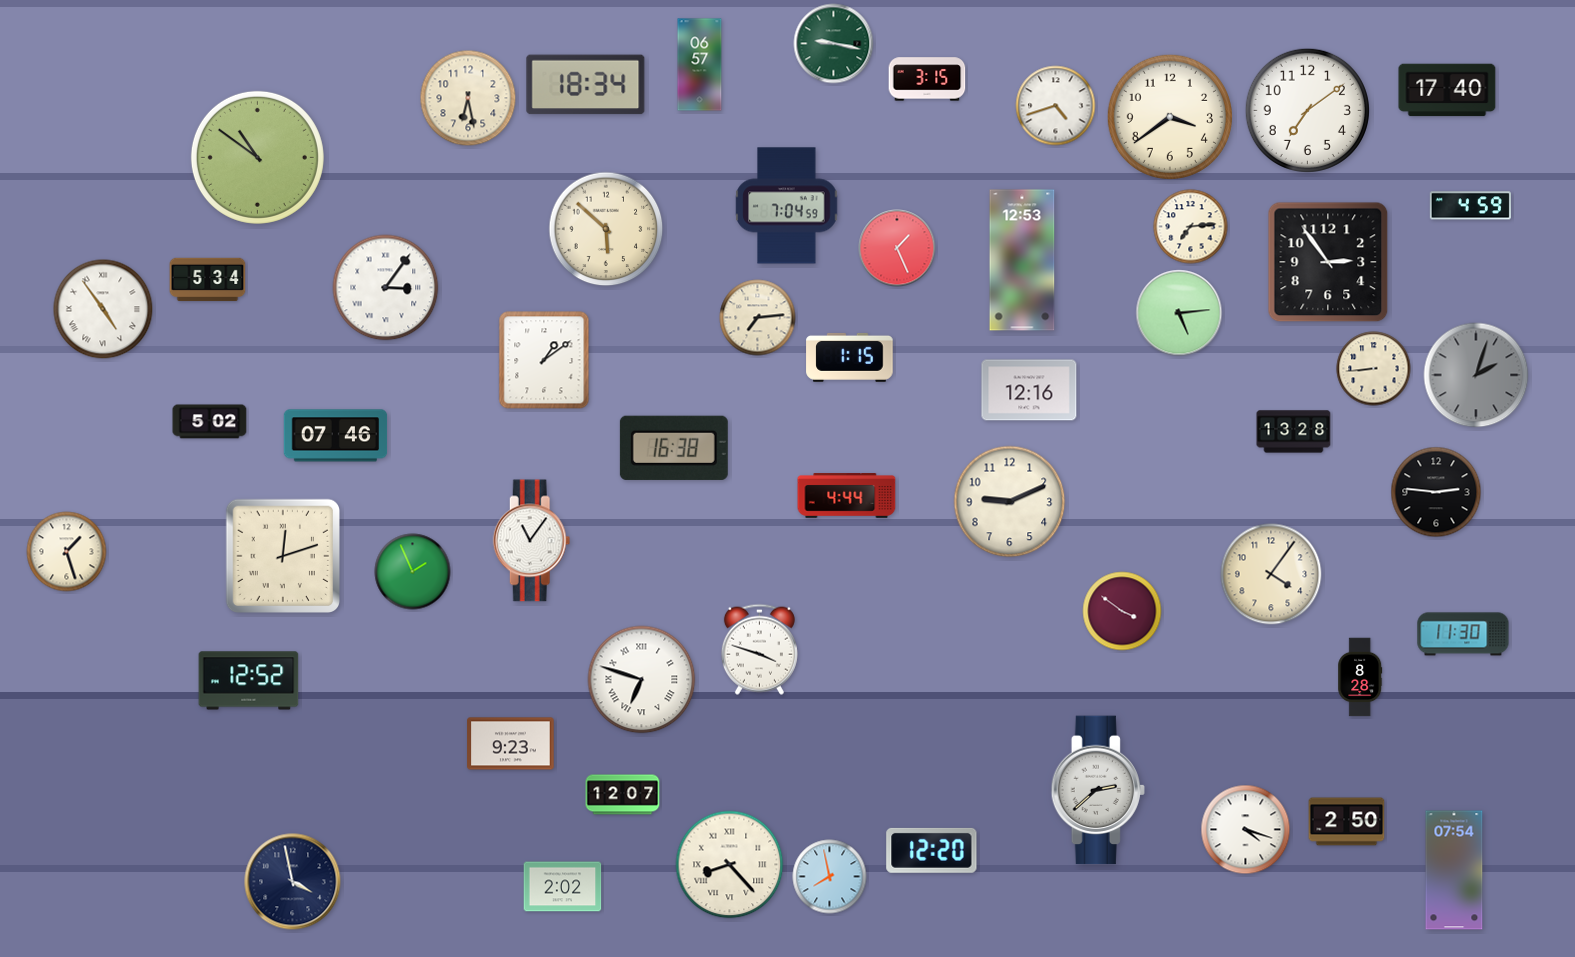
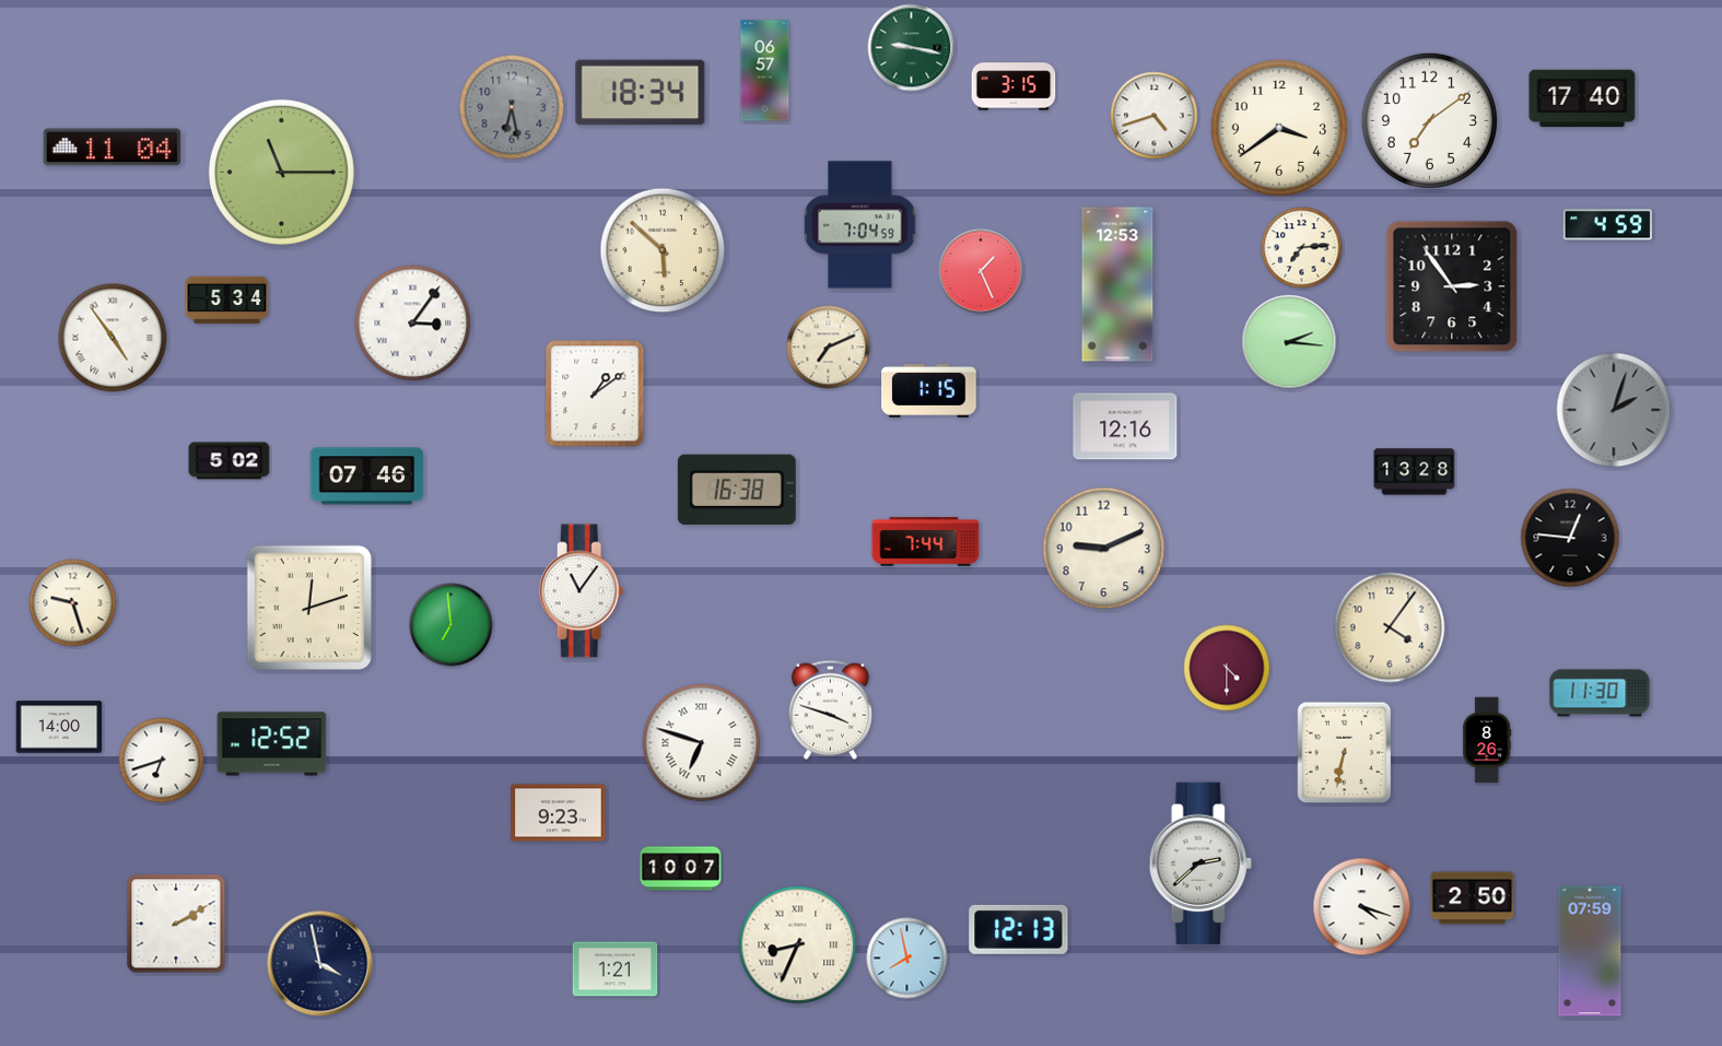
clock at (468, 98) dial: cream -> grey
clock at (113, 148): none -> 11:04
clock at (257, 157): 10:51 -> 11:15
clock at (208, 280) position: (208, 280) -> (227, 301)
clock at (386, 288) position: (386, 288) -> (413, 324)
clock at (1179, 313): 5:14 -> 2:16
clock at (758, 318): 7:14 -> 7:11
clock at (1374, 369): 8:44 -> none
clock at (1436, 492): 2:46 -> 12:46
clock at (847, 496): 4:44 -> 7:44
clock at (67, 552): 1:27 -> 9:27
clock at (413, 572): 1:56 -> 6:59
clock at (1122, 611): 3:51 -> 4:30
clock at (59, 727): none -> 14:00
clock at (1360, 677): 8:28 -> 8:26
clock at (1345, 753): none -> 6:32
clock at (162, 761): none -> 6:42
clock at (623, 795): 12:07 -> 10:07
clock at (176, 924): none -> 2:10
clock at (932, 850): 12:20 -> 12:13
clock at (730, 865): 8:23 -> 8:34
clock at (1454, 870): 07:54 -> 07:59
clock at (563, 887): 2:02 -> 1:21
